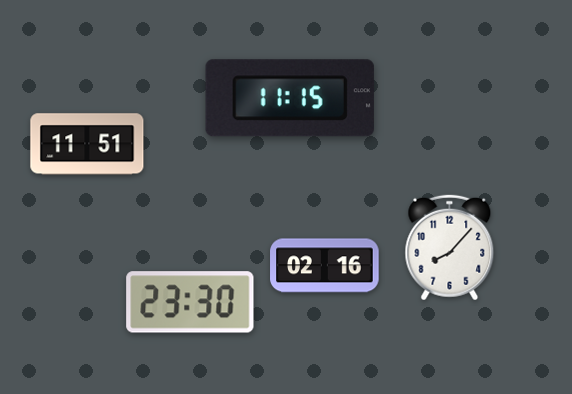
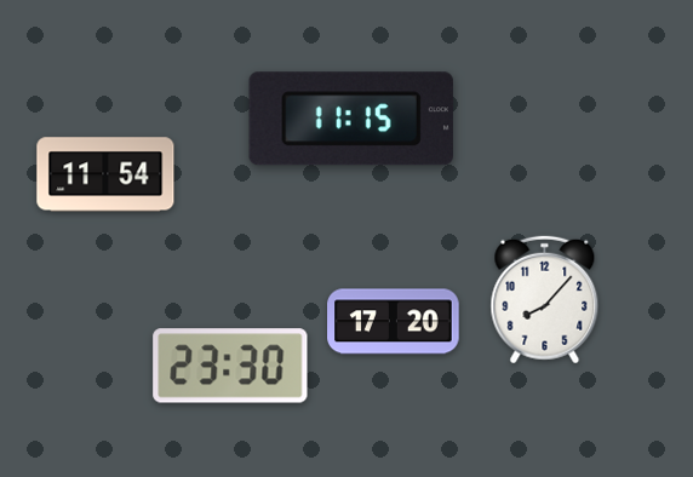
clock at (87, 144): 11:51 -> 11:54
clock at (325, 266): 02:16 -> 17:20
